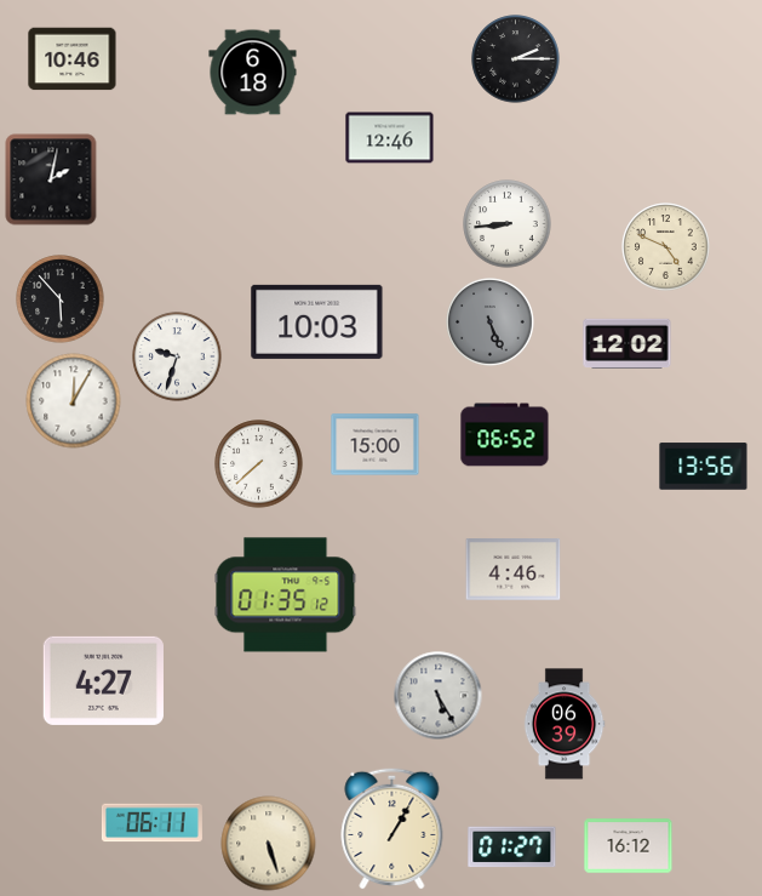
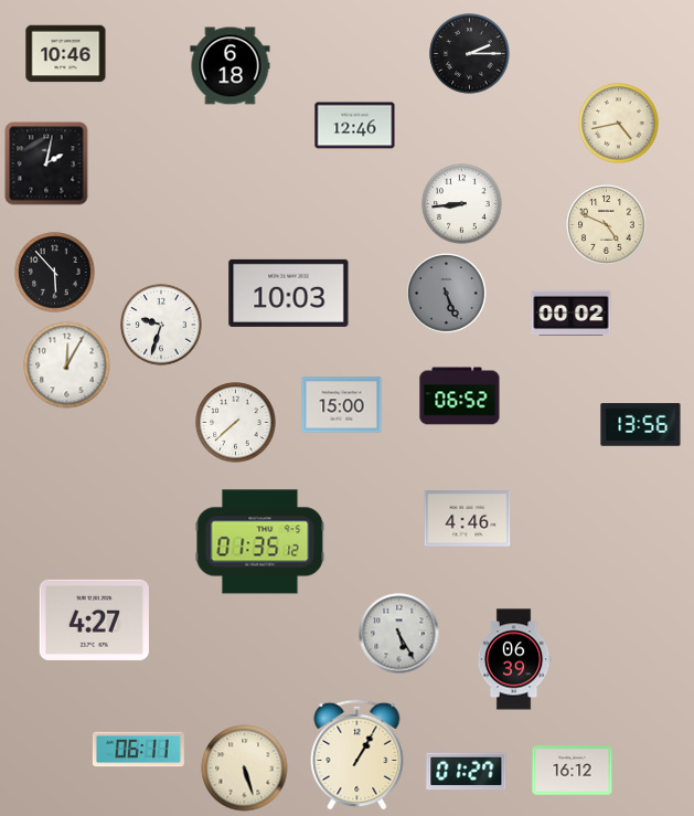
clock at (619, 124): none -> 4:43
clock at (628, 343): 12:02 -> 00:02
